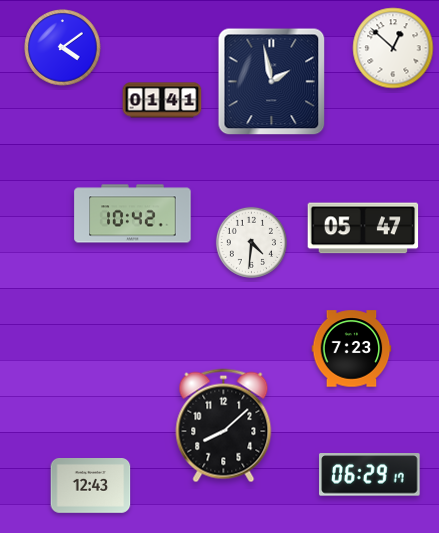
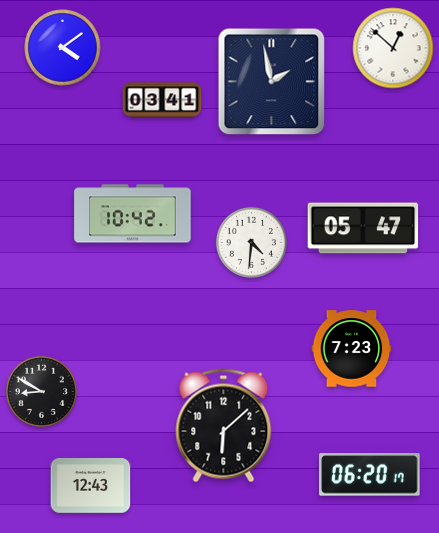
clock at (162, 100): 01:41 -> 03:41
clock at (41, 391): none -> 8:50
clock at (224, 426): 8:08 -> 6:08
clock at (370, 475): 06:29 -> 06:20
